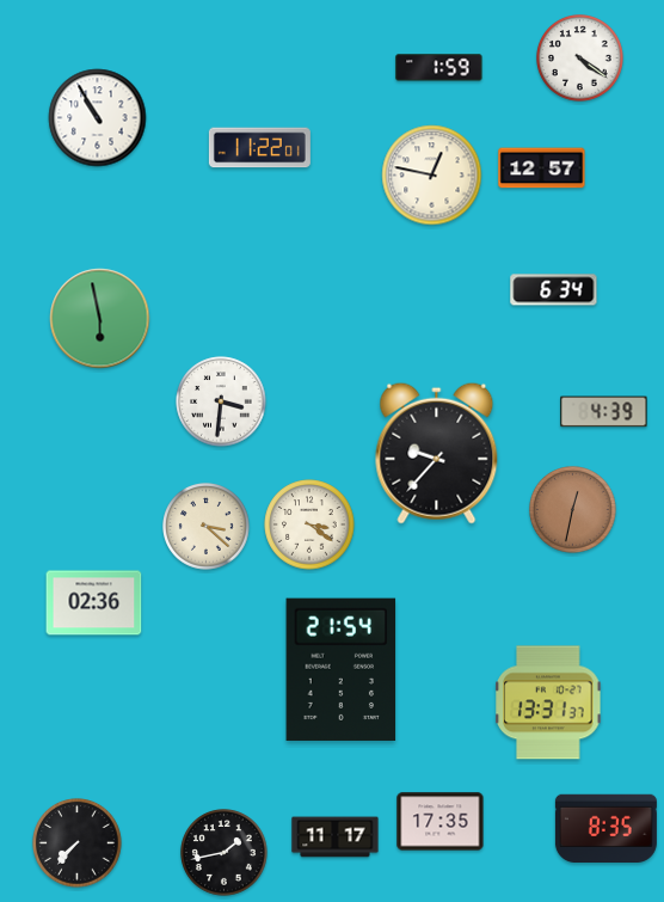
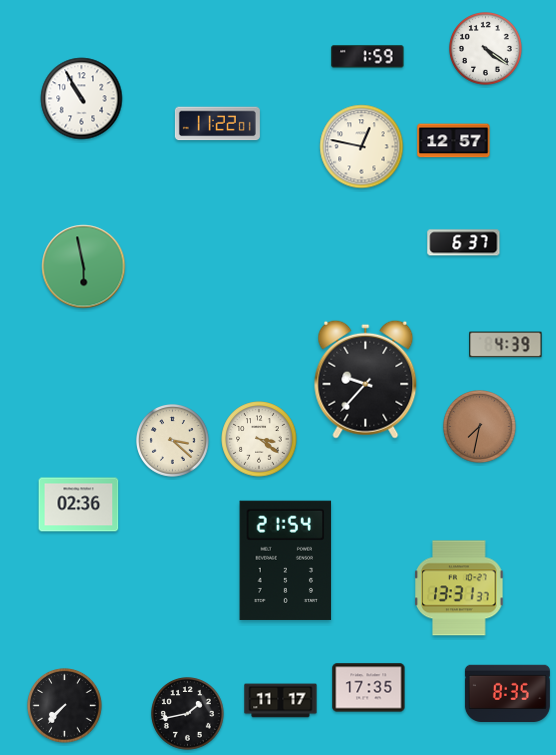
clock at (554, 290): 6:34 -> 6:37
clock at (221, 401): 3:31 -> none
clock at (573, 510): 12:32 -> 7:32
